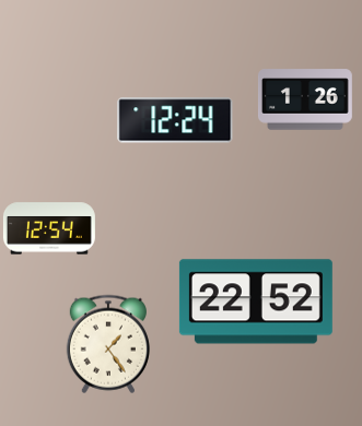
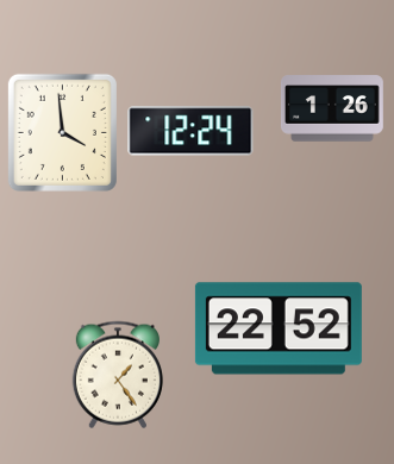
clock at (62, 132): none -> 3:59
clock at (49, 228): 12:54 -> none
